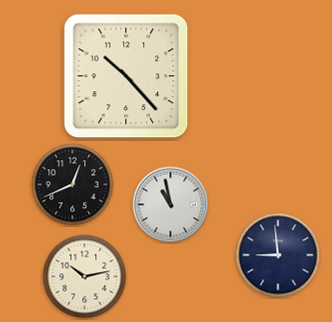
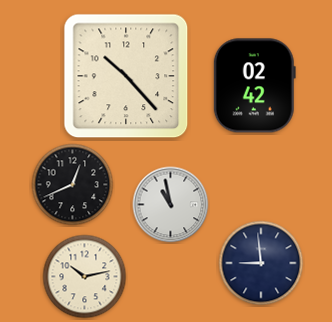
clock at (254, 86): none -> 02:42
clock at (278, 255) position: (278, 255) -> (261, 263)
